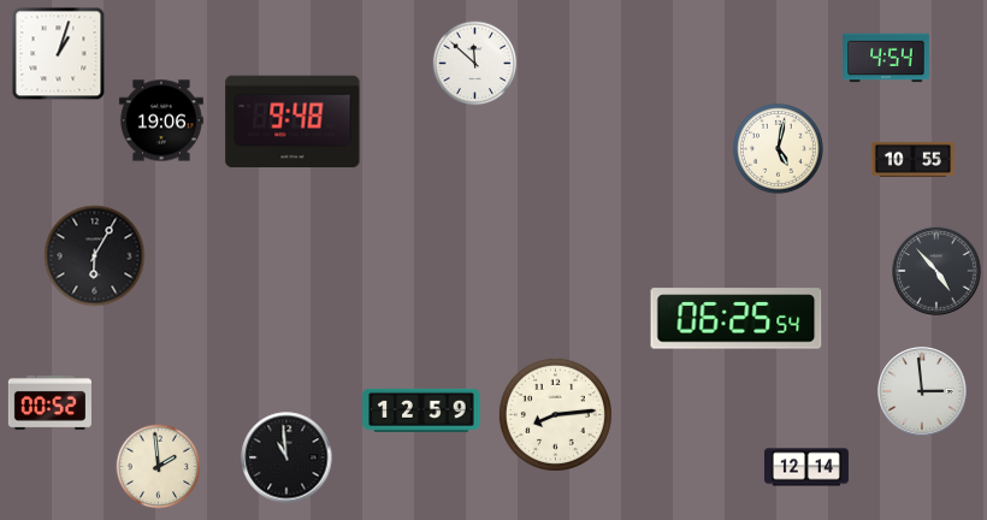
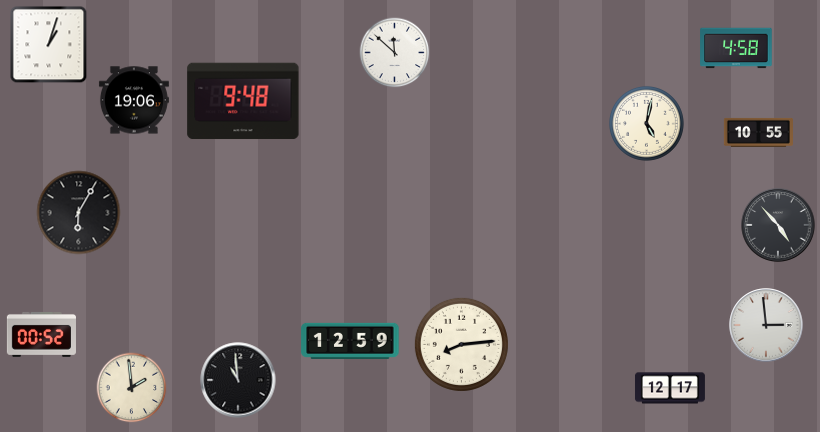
clock at (886, 58): 4:54 -> 4:58
clock at (737, 319): 06:25 -> none
clock at (806, 467): 12:14 -> 12:17
